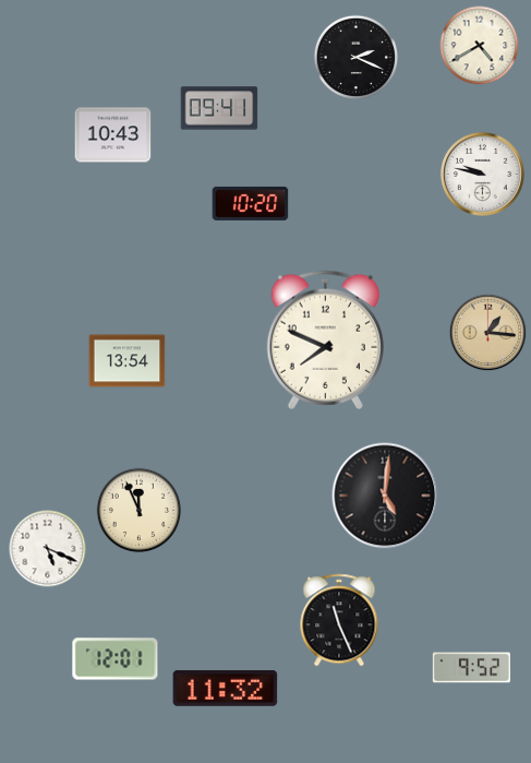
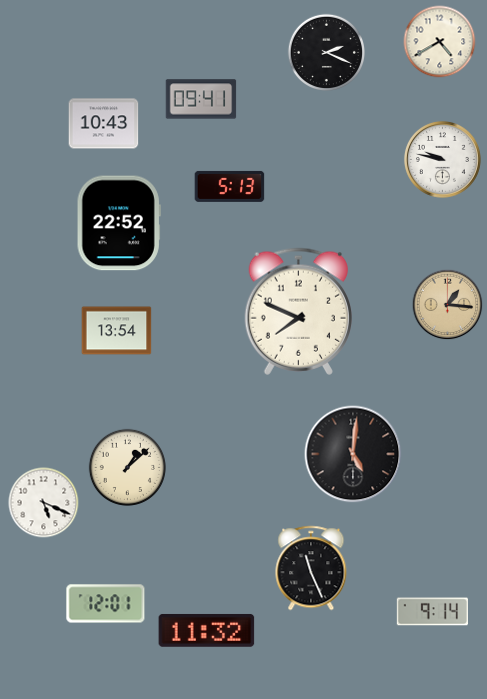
clock at (251, 203): 10:20 -> 5:13
clock at (119, 223): none -> 22:52
clock at (138, 510): 11:56 -> 1:08
clock at (471, 668): 9:52 -> 9:14
